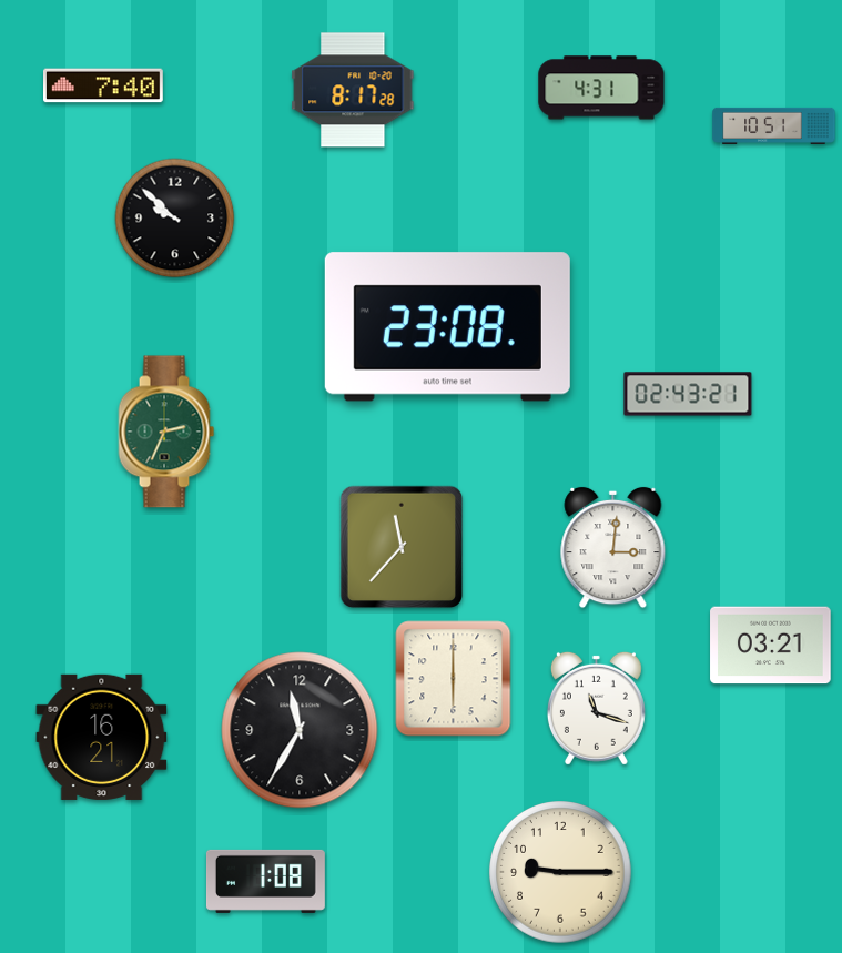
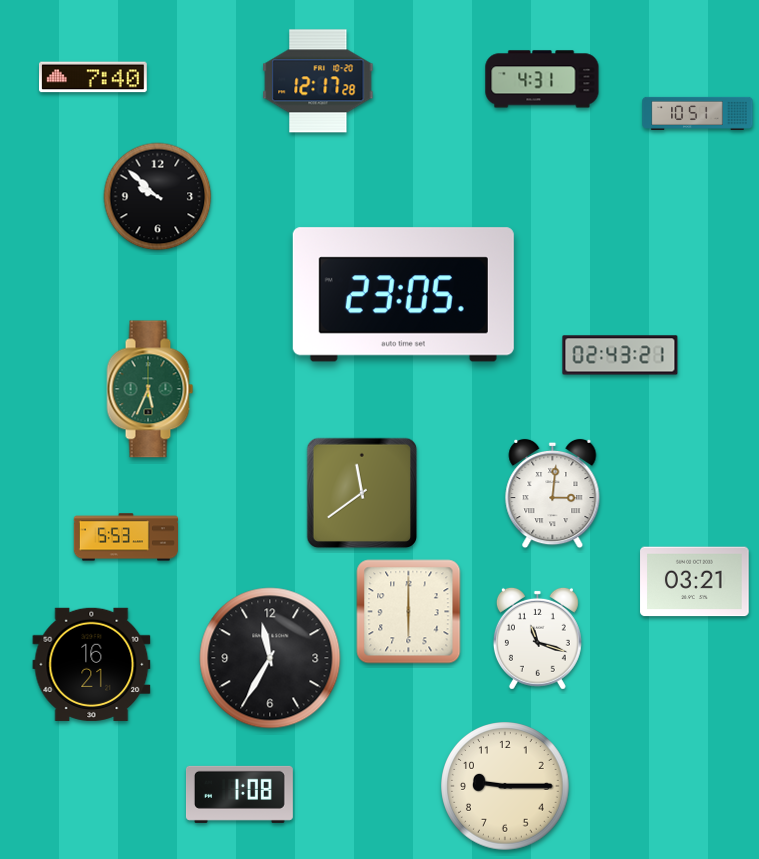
clock at (353, 90): 8:17 -> 12:17
clock at (447, 327): 23:08 -> 23:05
clock at (166, 432): 2:34 -> 5:34
clock at (402, 547): 11:37 -> 11:39
clock at (125, 537): none -> 5:53
